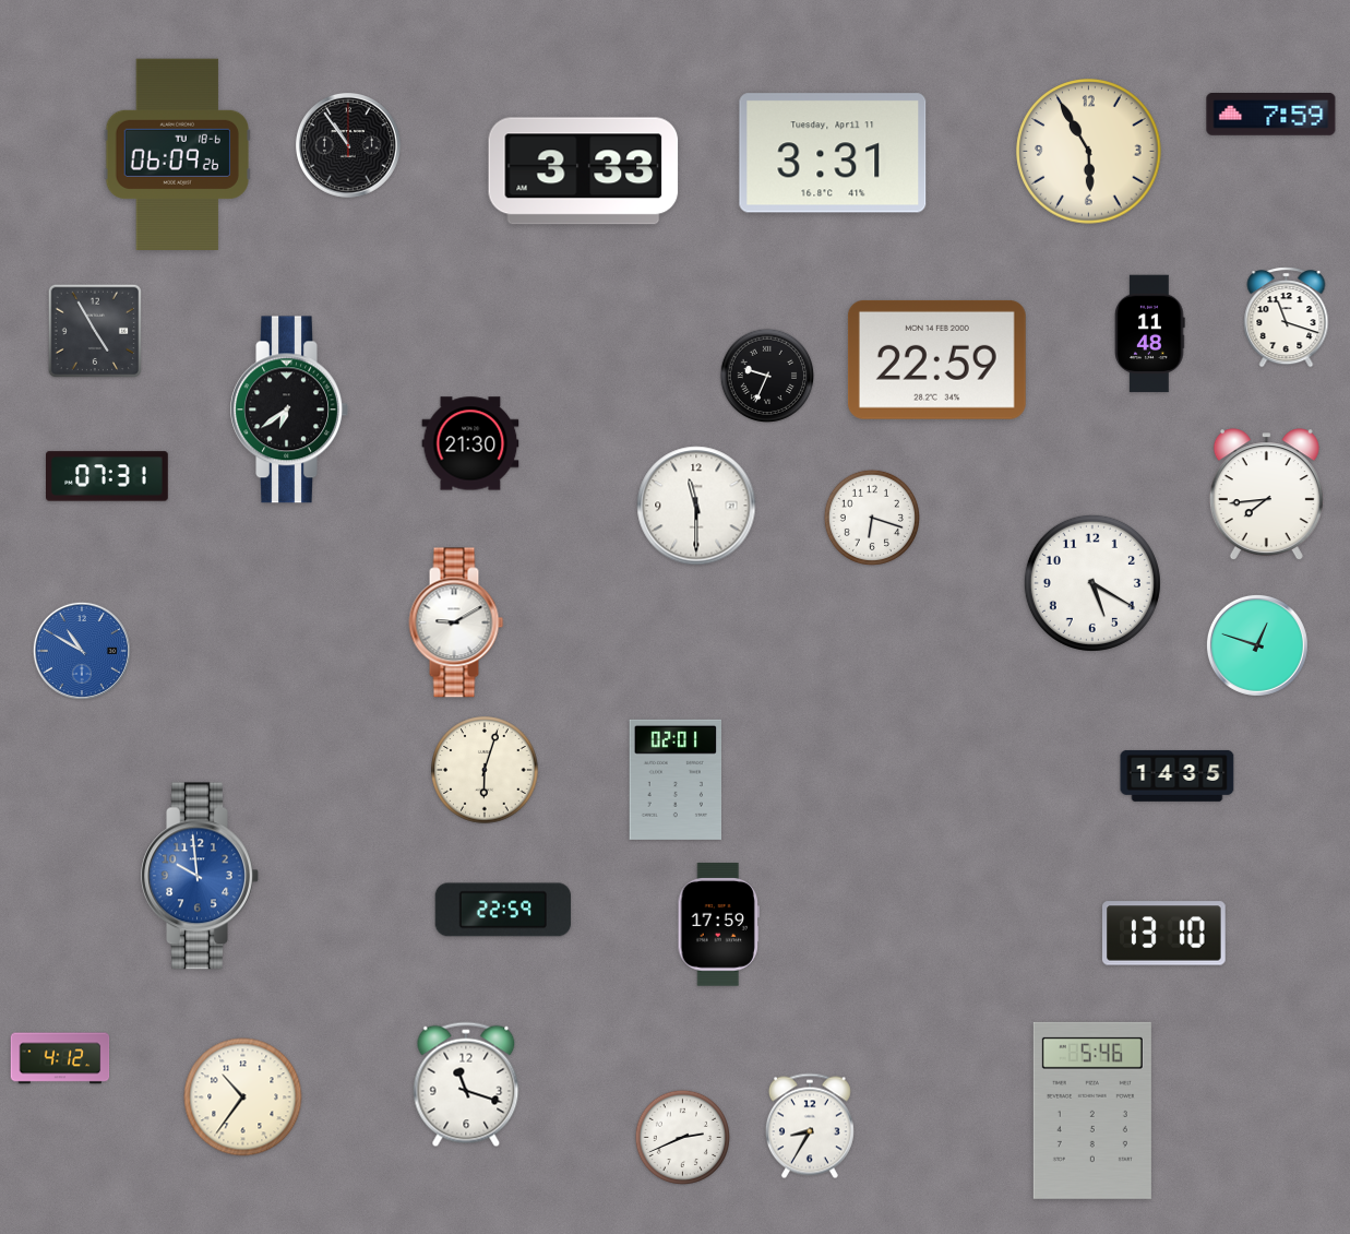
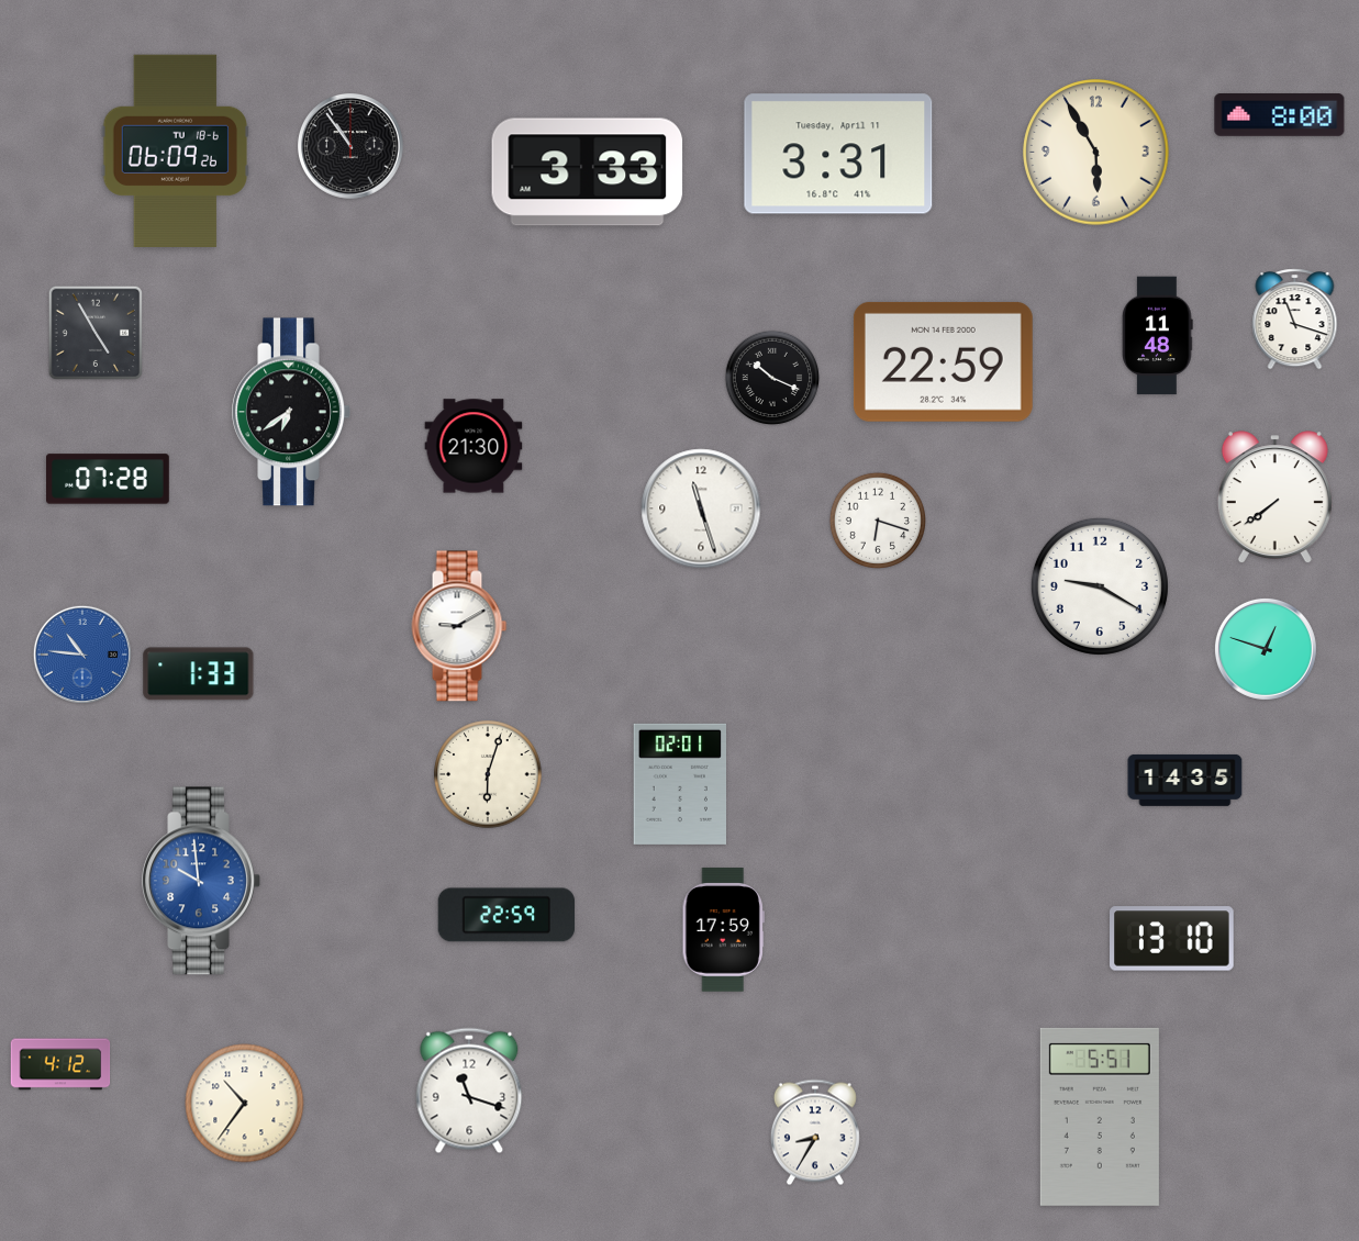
clock at (1271, 115): 7:59 -> 8:00
clock at (177, 154) position: (177, 154) -> (175, 150)
clock at (767, 376): 9:34 -> 10:19
clock at (108, 476): 07:31 -> 07:28
clock at (1266, 495): 7:44 -> 7:39
clock at (696, 506): 11:30 -> 11:27
clock at (1092, 583): 5:20 -> 9:20
clock at (82, 651): 10:50 -> 10:46
clock at (199, 674): none -> 1:33
clock at (1092, 1111): 5:46 -> 5:51
clock at (682, 1137): 2:41 -> none
